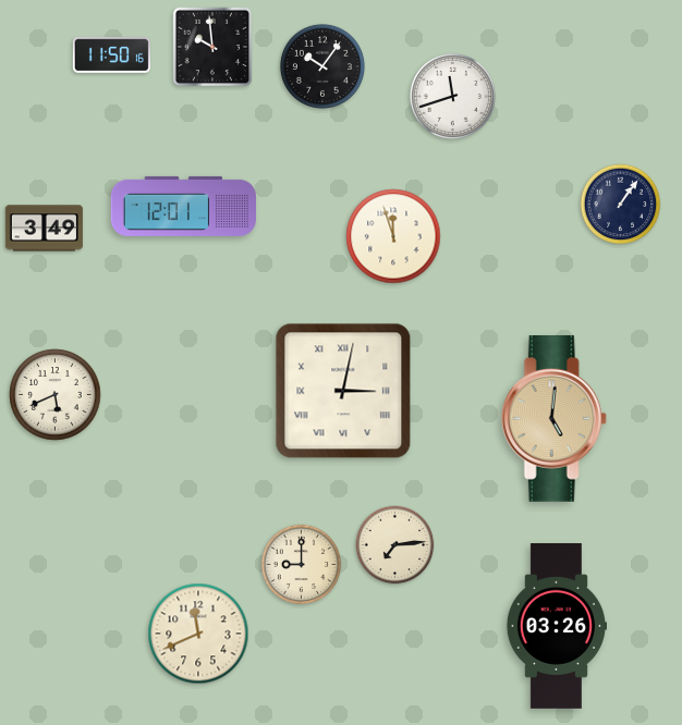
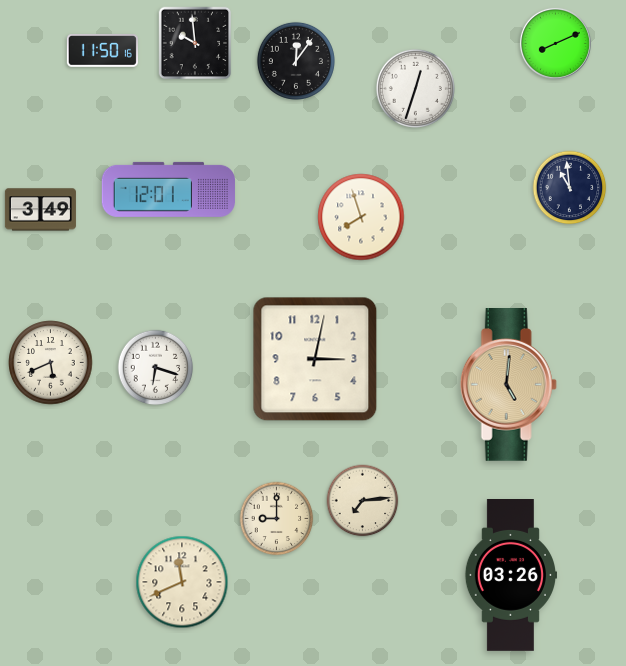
clock at (555, 43): none -> 8:11
clock at (322, 66): 10:06 -> 12:06
clock at (452, 96): 11:42 -> 12:33
clock at (621, 205): 1:06 -> 10:59
clock at (393, 236): 11:57 -> 7:57
clock at (343, 391) numerals: Roman -> Arabic
clock at (156, 368): none -> 6:18
